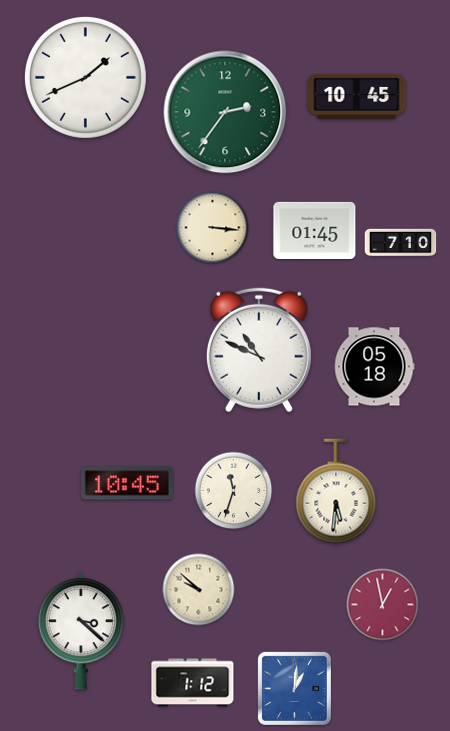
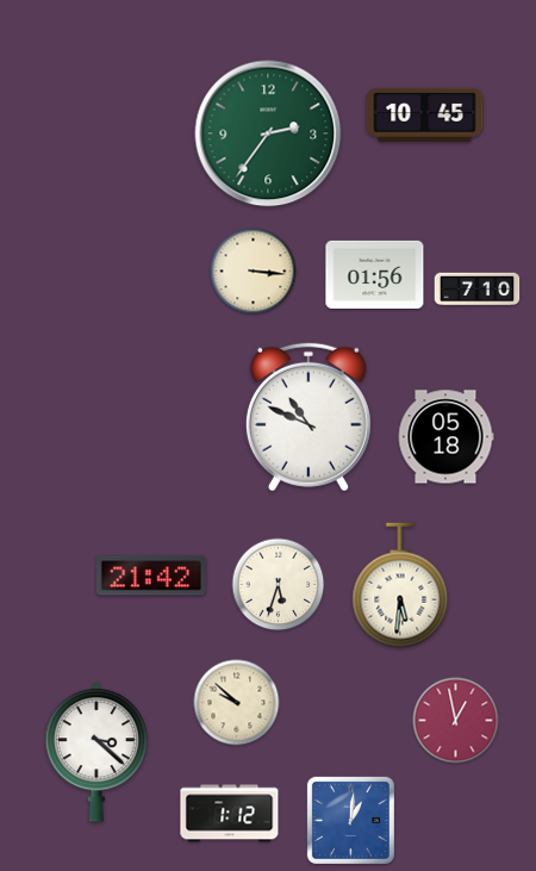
clock at (85, 77): 1:41 -> none
clock at (315, 230): 01:45 -> 01:56
clock at (127, 483): 10:45 -> 21:42
clock at (234, 491): 11:33 -> 5:33
